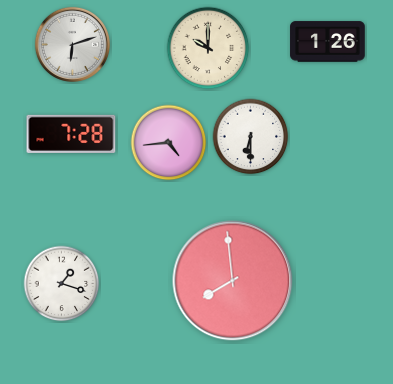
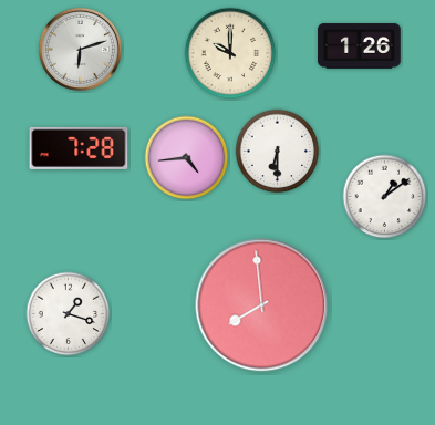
clock at (328, 42) position: (328, 42) -> (360, 46)
clock at (385, 197): none -> 1:09
clock at (233, 281) position: (233, 281) -> (262, 305)
